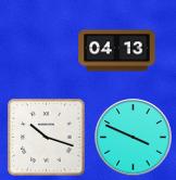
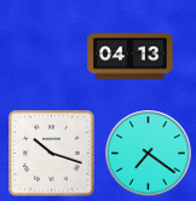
clock at (134, 138): 3:49 -> 7:21
